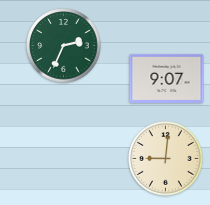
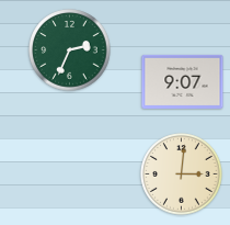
clock at (167, 78) position: (167, 78) -> (183, 81)
clock at (166, 159): 9:01 -> 3:01
